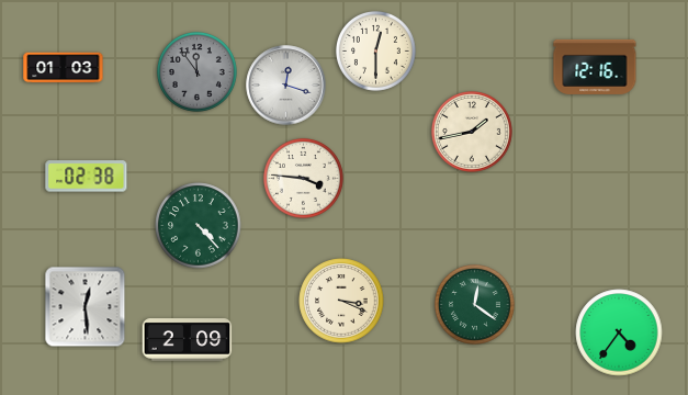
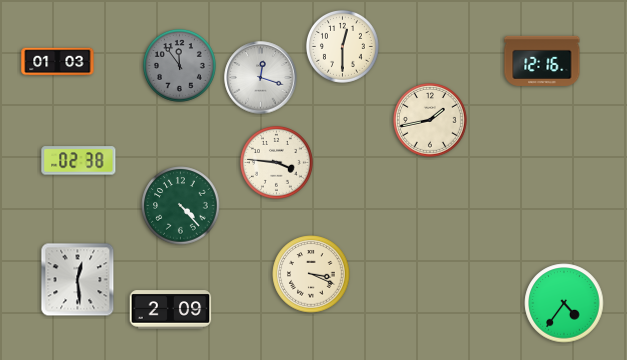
clock at (474, 304): 12:21 -> none
